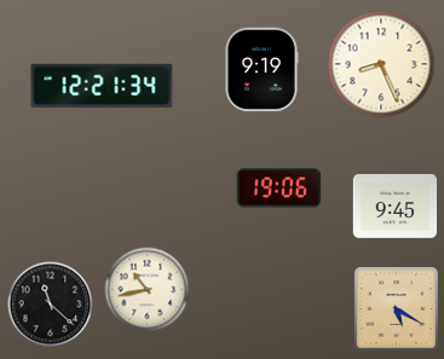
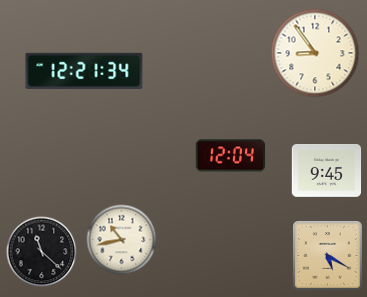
clock at (381, 64): 8:26 -> 8:54
clock at (261, 70): 9:19 -> none
clock at (279, 189): 19:06 -> 12:04
